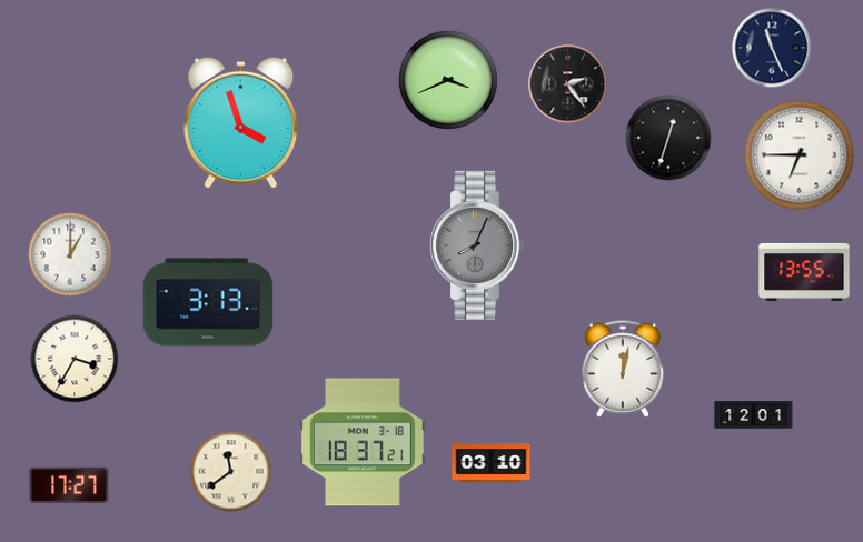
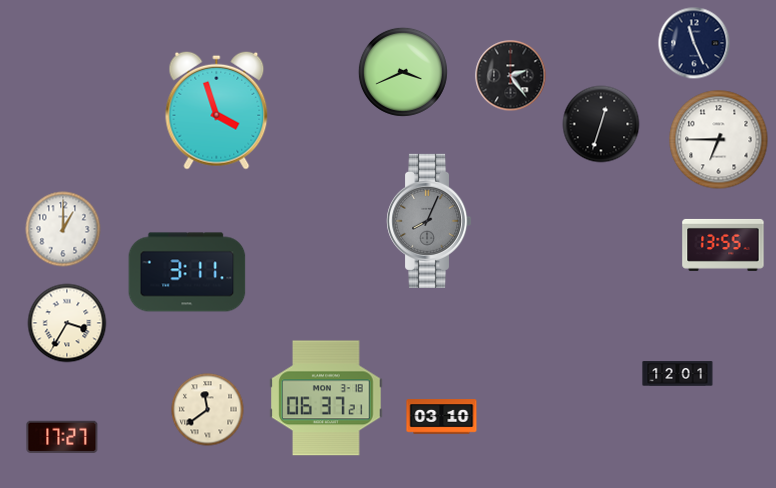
clock at (208, 302): 3:13 -> 3:11
clock at (623, 369): 12:02 -> none
clock at (363, 442): 18:37 -> 06:37
clock at (231, 472) position: (231, 472) -> (208, 410)
